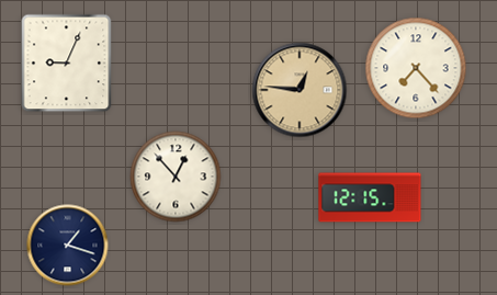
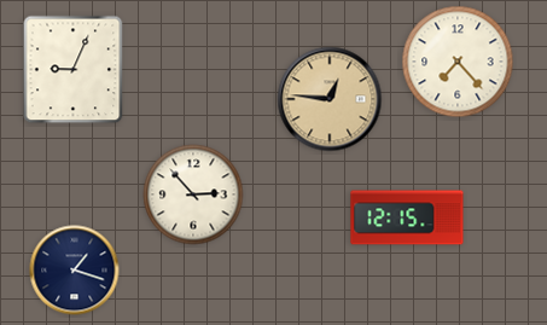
clock at (416, 68) position: (416, 68) -> (458, 62)
clock at (176, 177): 12:53 -> 2:53
